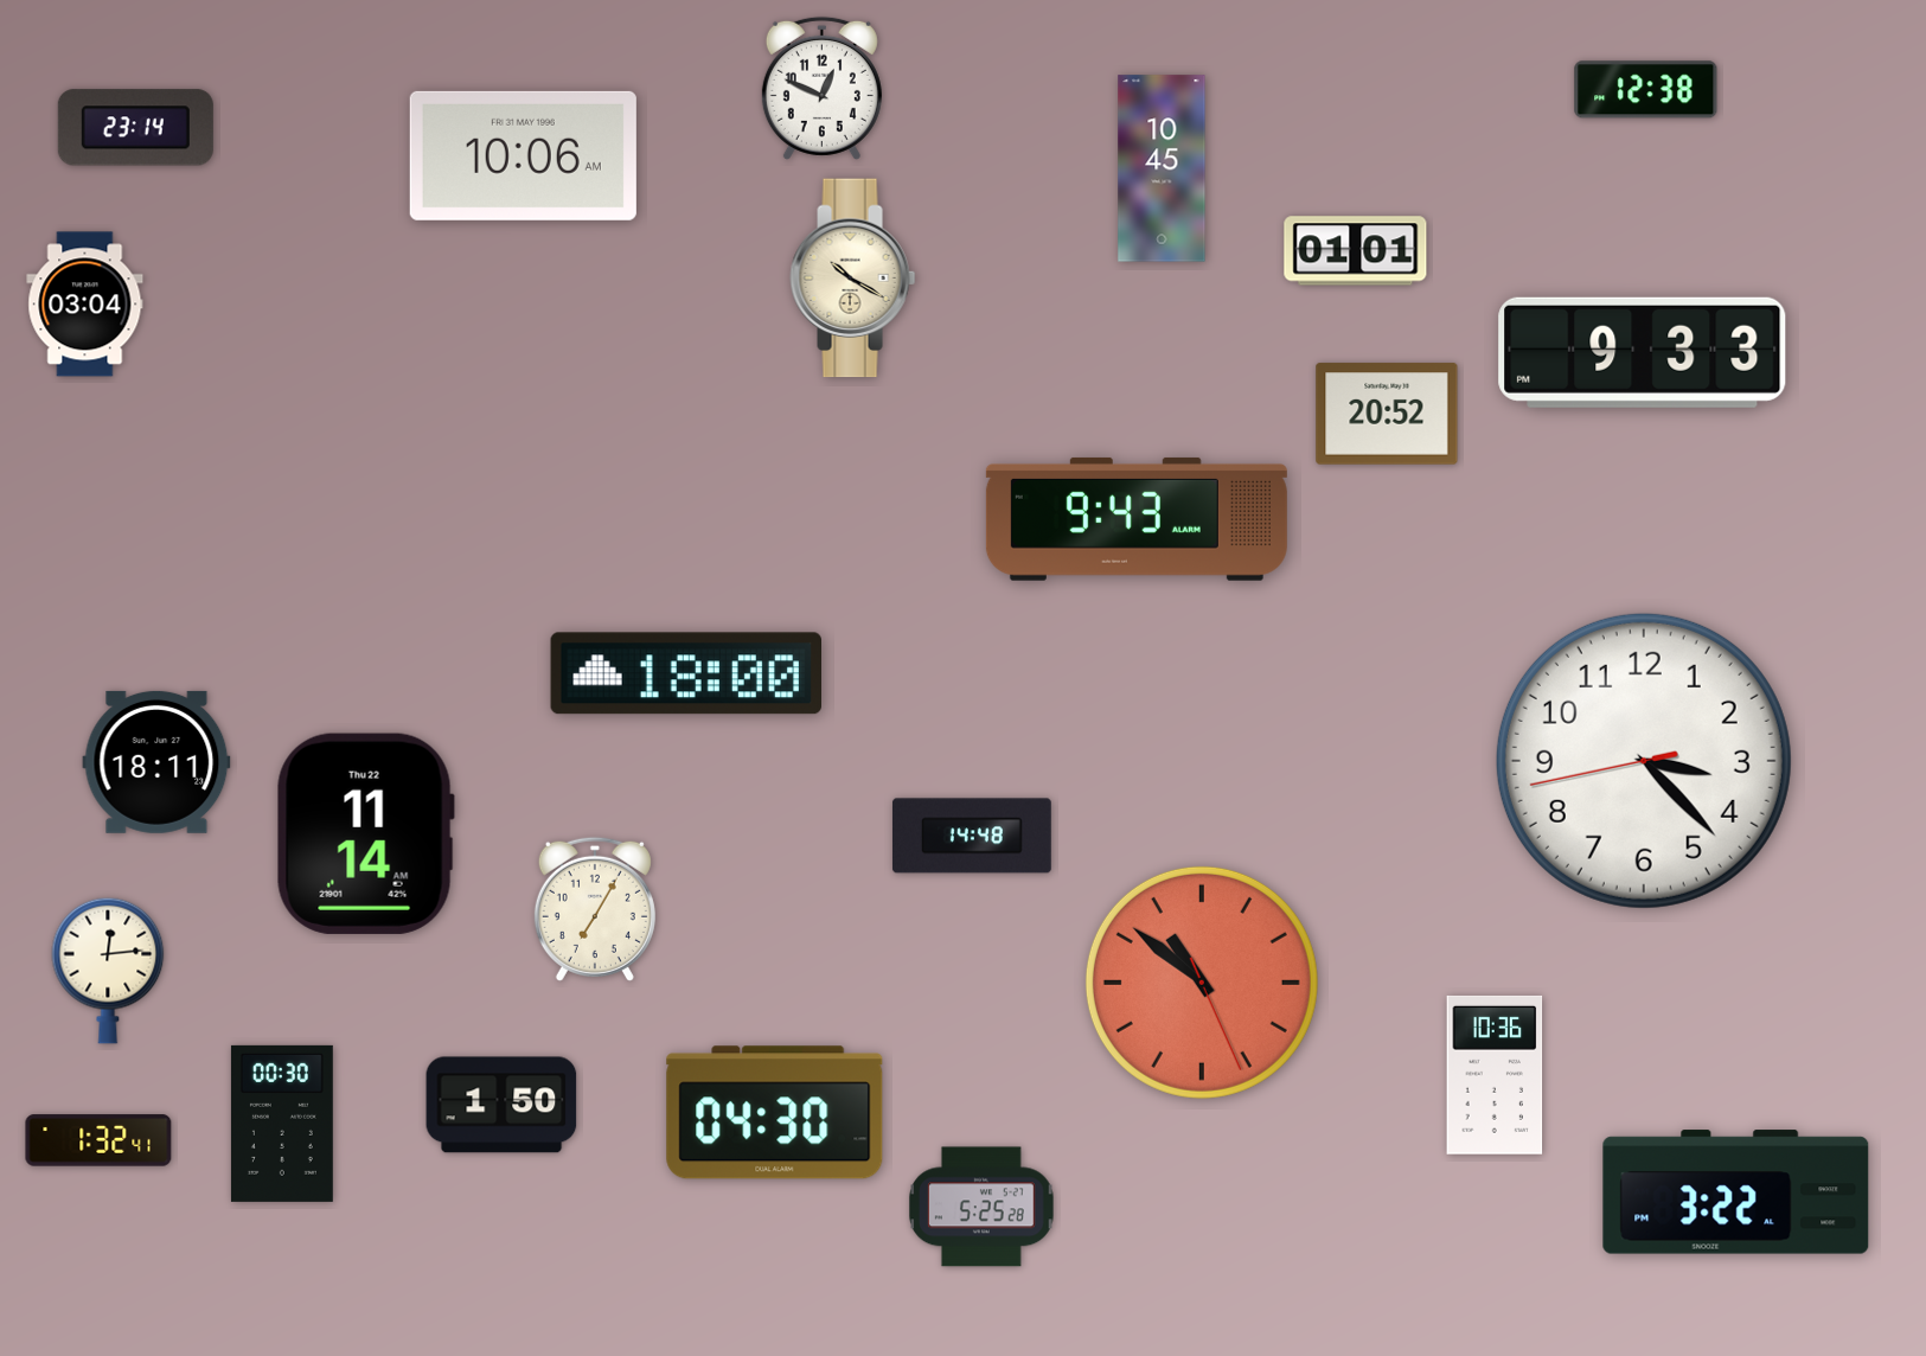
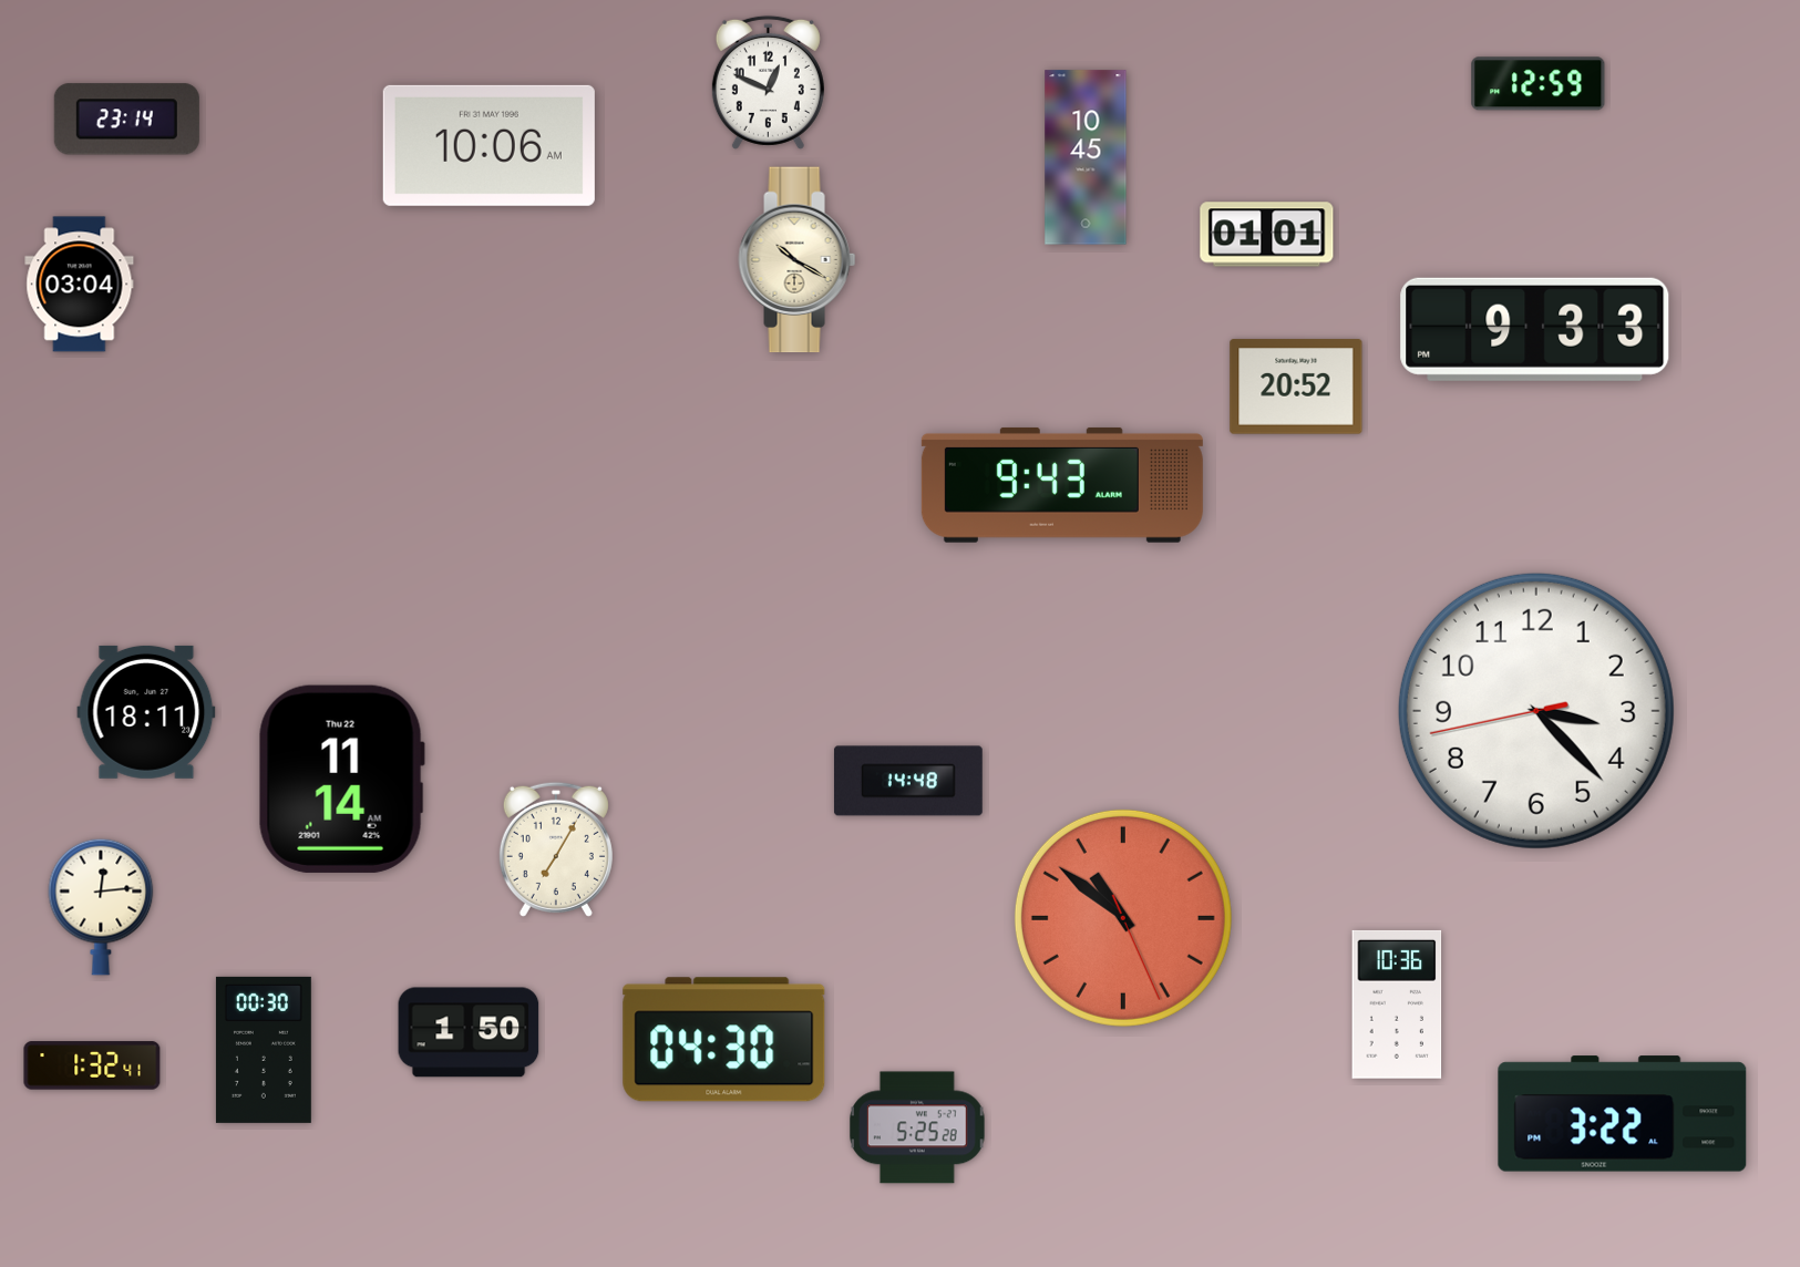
clock at (1646, 90): 12:38 -> 12:59
clock at (685, 673): 18:00 -> none
